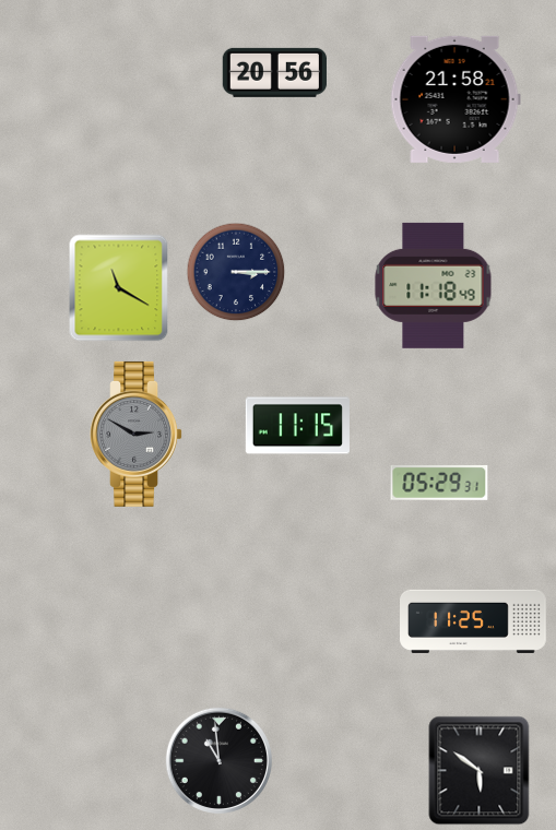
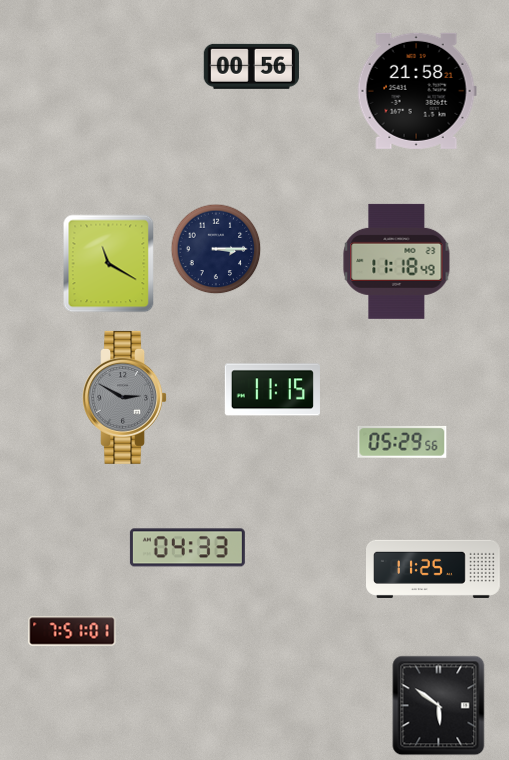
clock at (274, 72): 20:56 -> 00:56
clock at (439, 483): 05:29:31 -> 05:29:56
clock at (187, 548): none -> 04:33
clock at (72, 631): none -> 7:51
clock at (218, 760): 10:59 -> none
